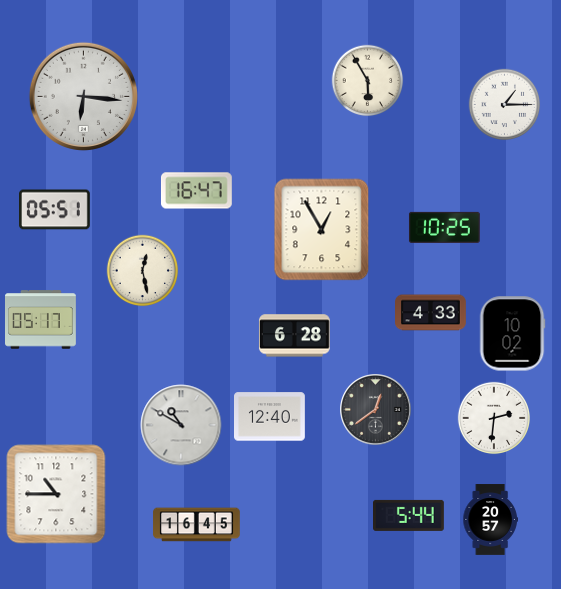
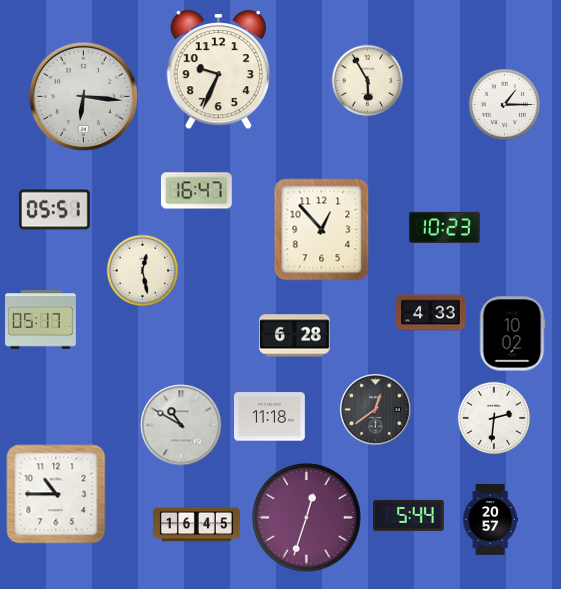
clock at (218, 71): none -> 9:34
clock at (444, 227): 10:25 -> 10:23
clock at (322, 230): 12:55 -> 12:53
clock at (270, 417): 12:40 -> 11:18
clock at (307, 518): none -> 12:33
